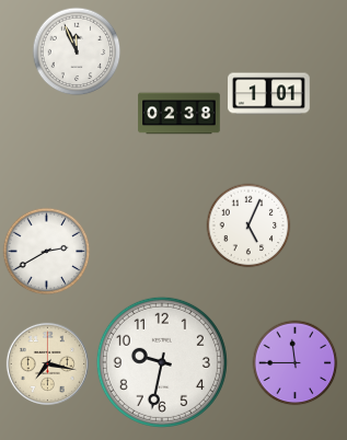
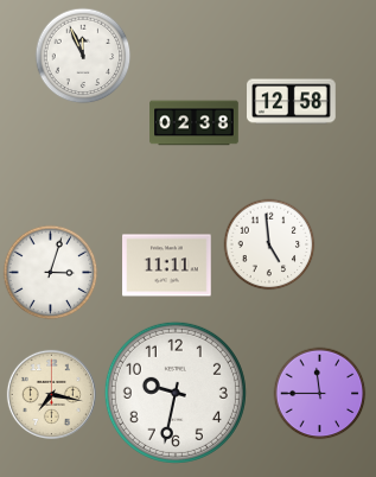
clock at (269, 94): 1:01 -> 12:58
clock at (248, 225): 5:04 -> 4:59
clock at (167, 266): none -> 11:11
clock at (47, 252): 2:40 -> 3:03
